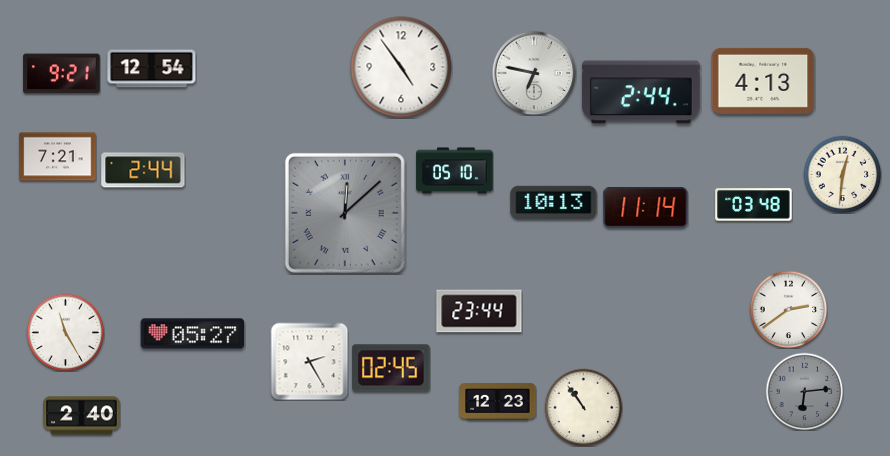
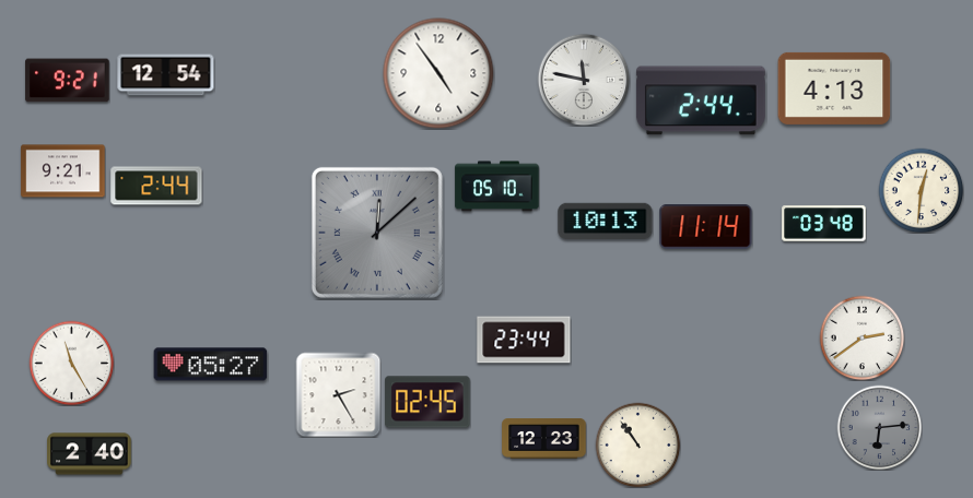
clock at (534, 73): 6:47 -> 11:47
clock at (58, 157): 7:21 -> 9:21
